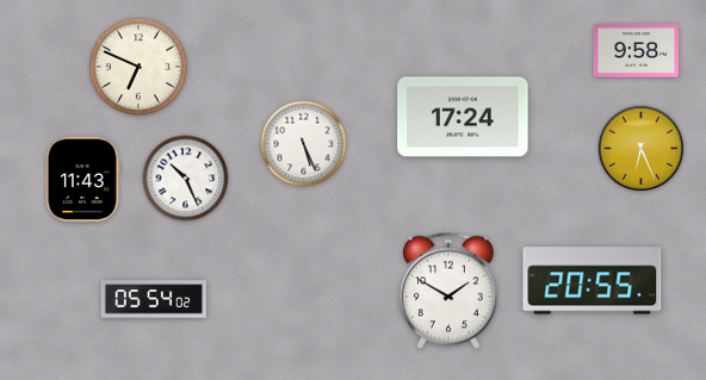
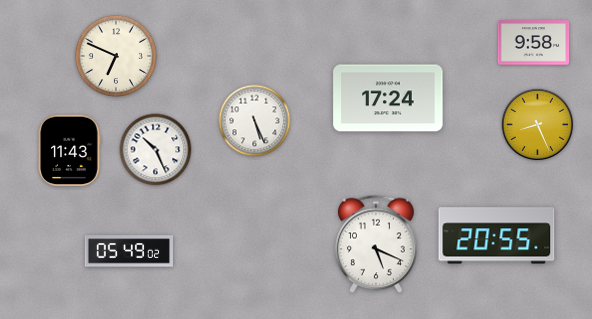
clock at (642, 149): 6:26 -> 8:26
clock at (450, 291): 1:50 -> 5:19
clock at (153, 299): 05:54 -> 05:49
